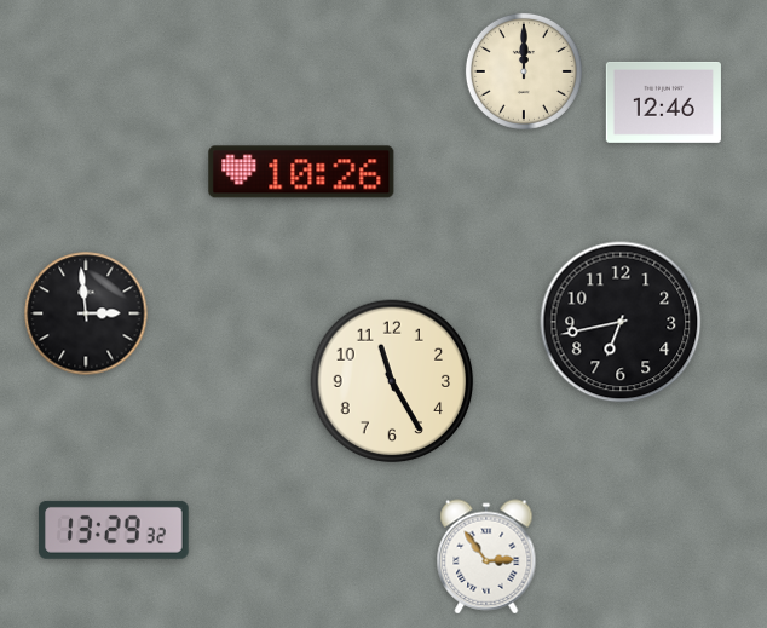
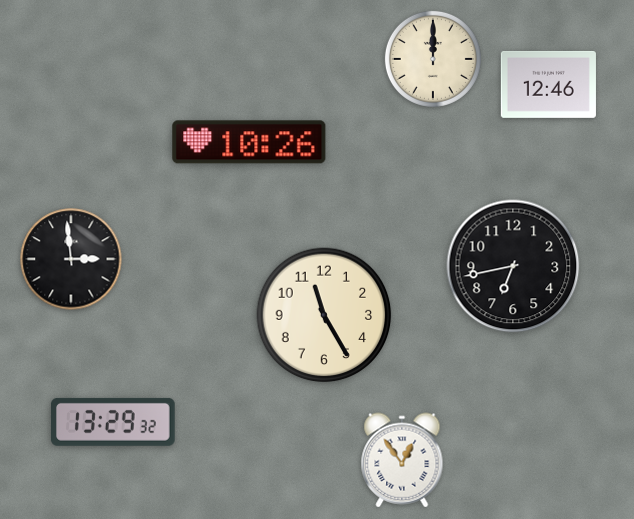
clock at (115, 530) position: (115, 530) -> (114, 422)
clock at (486, 557): 2:54 -> 12:54
